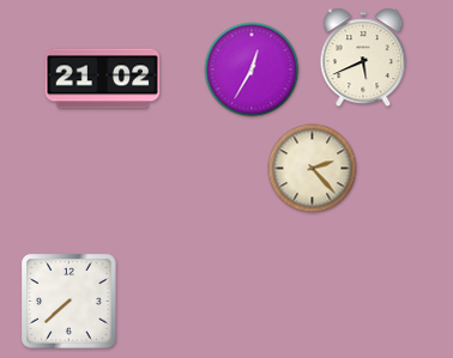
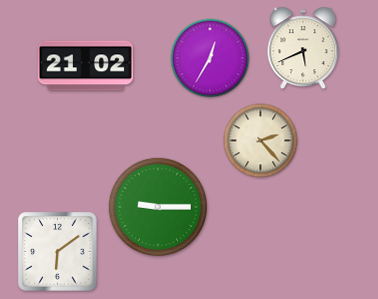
clock at (158, 207): none -> 9:15
clock at (70, 302): 7:38 -> 6:09
